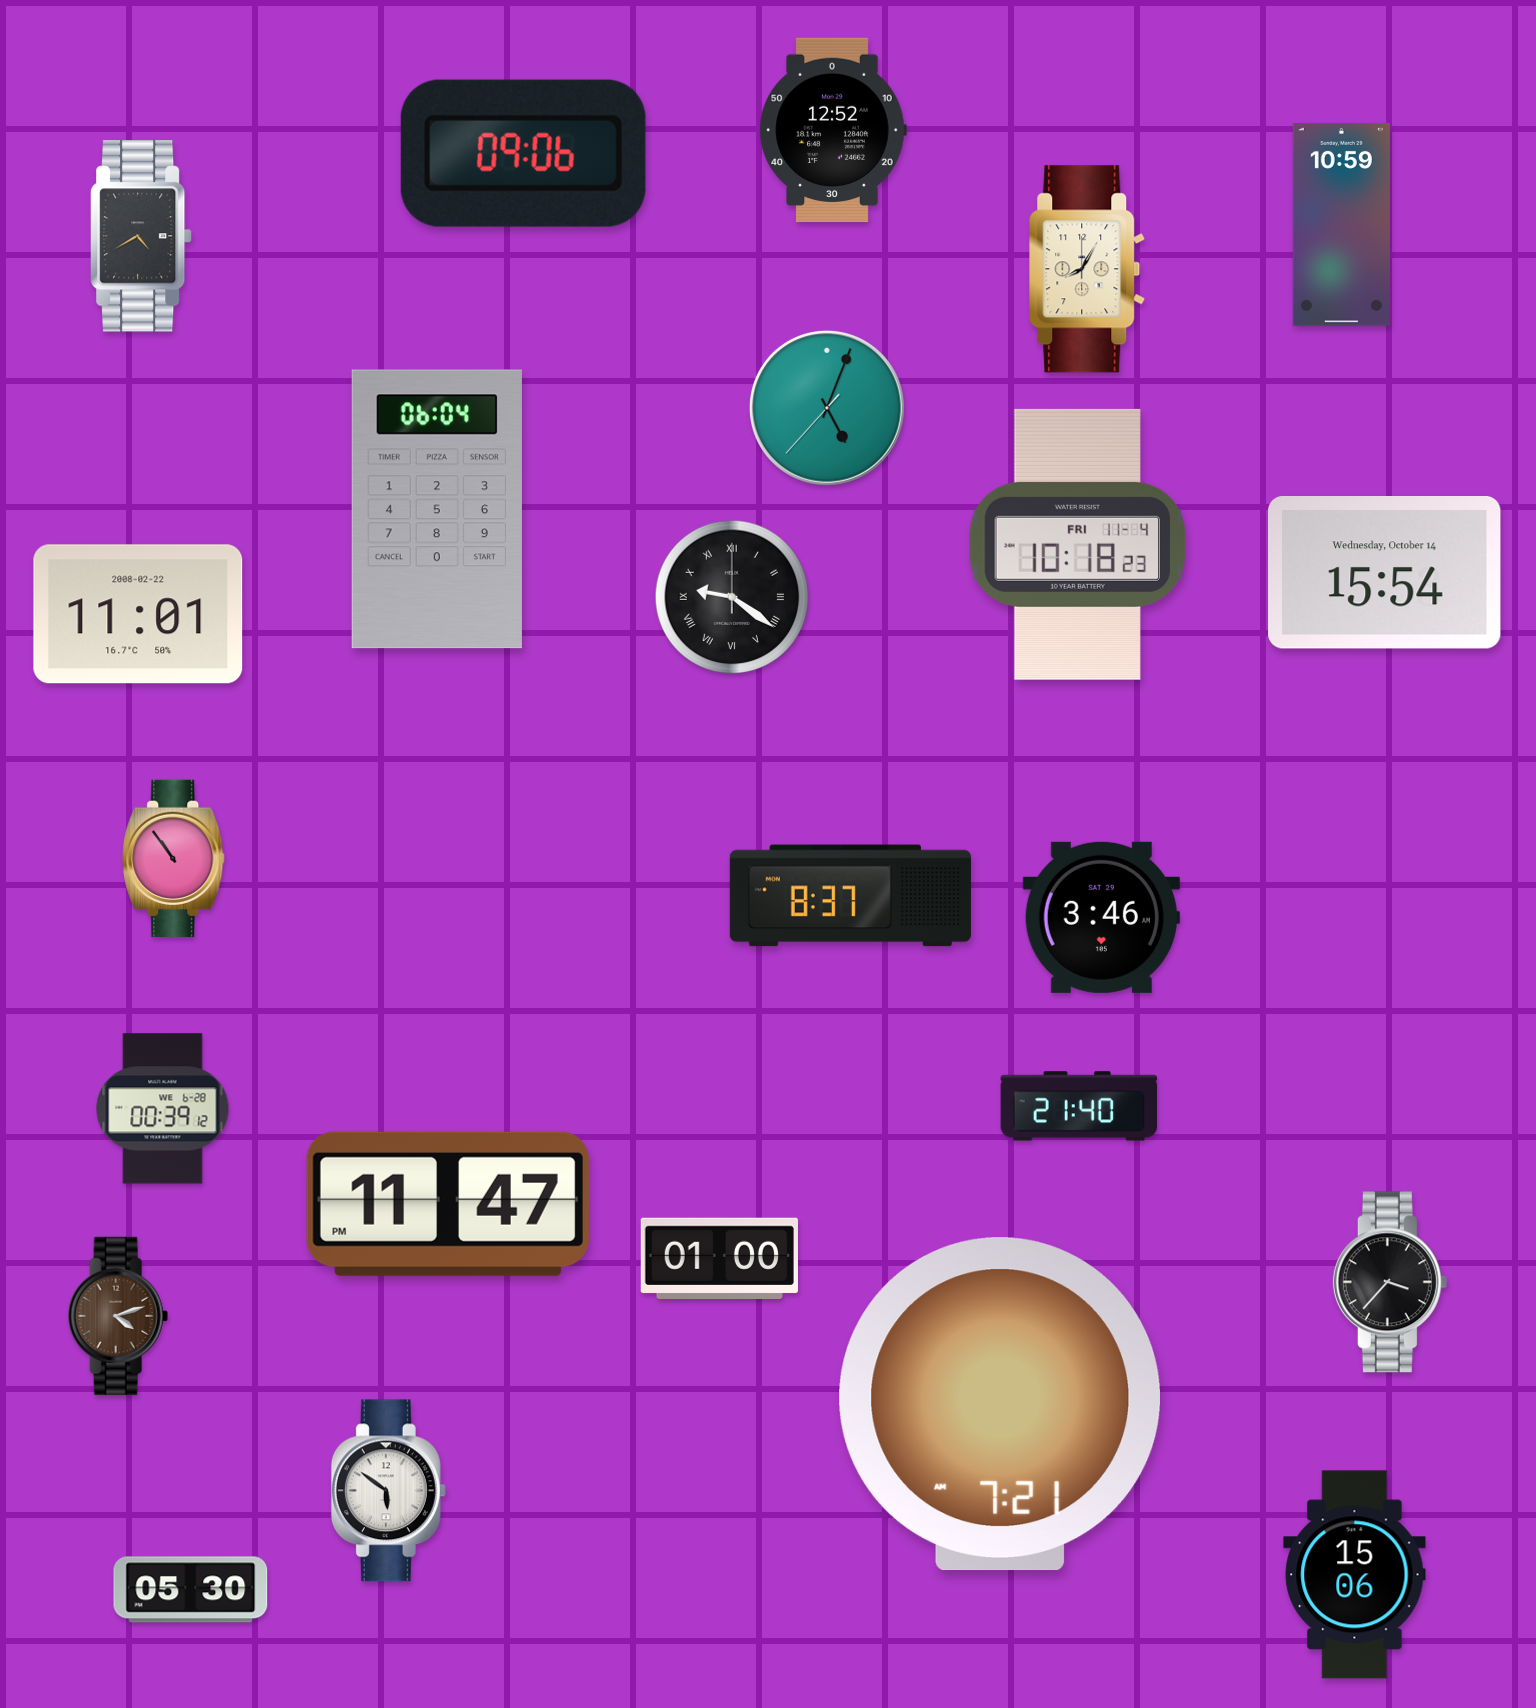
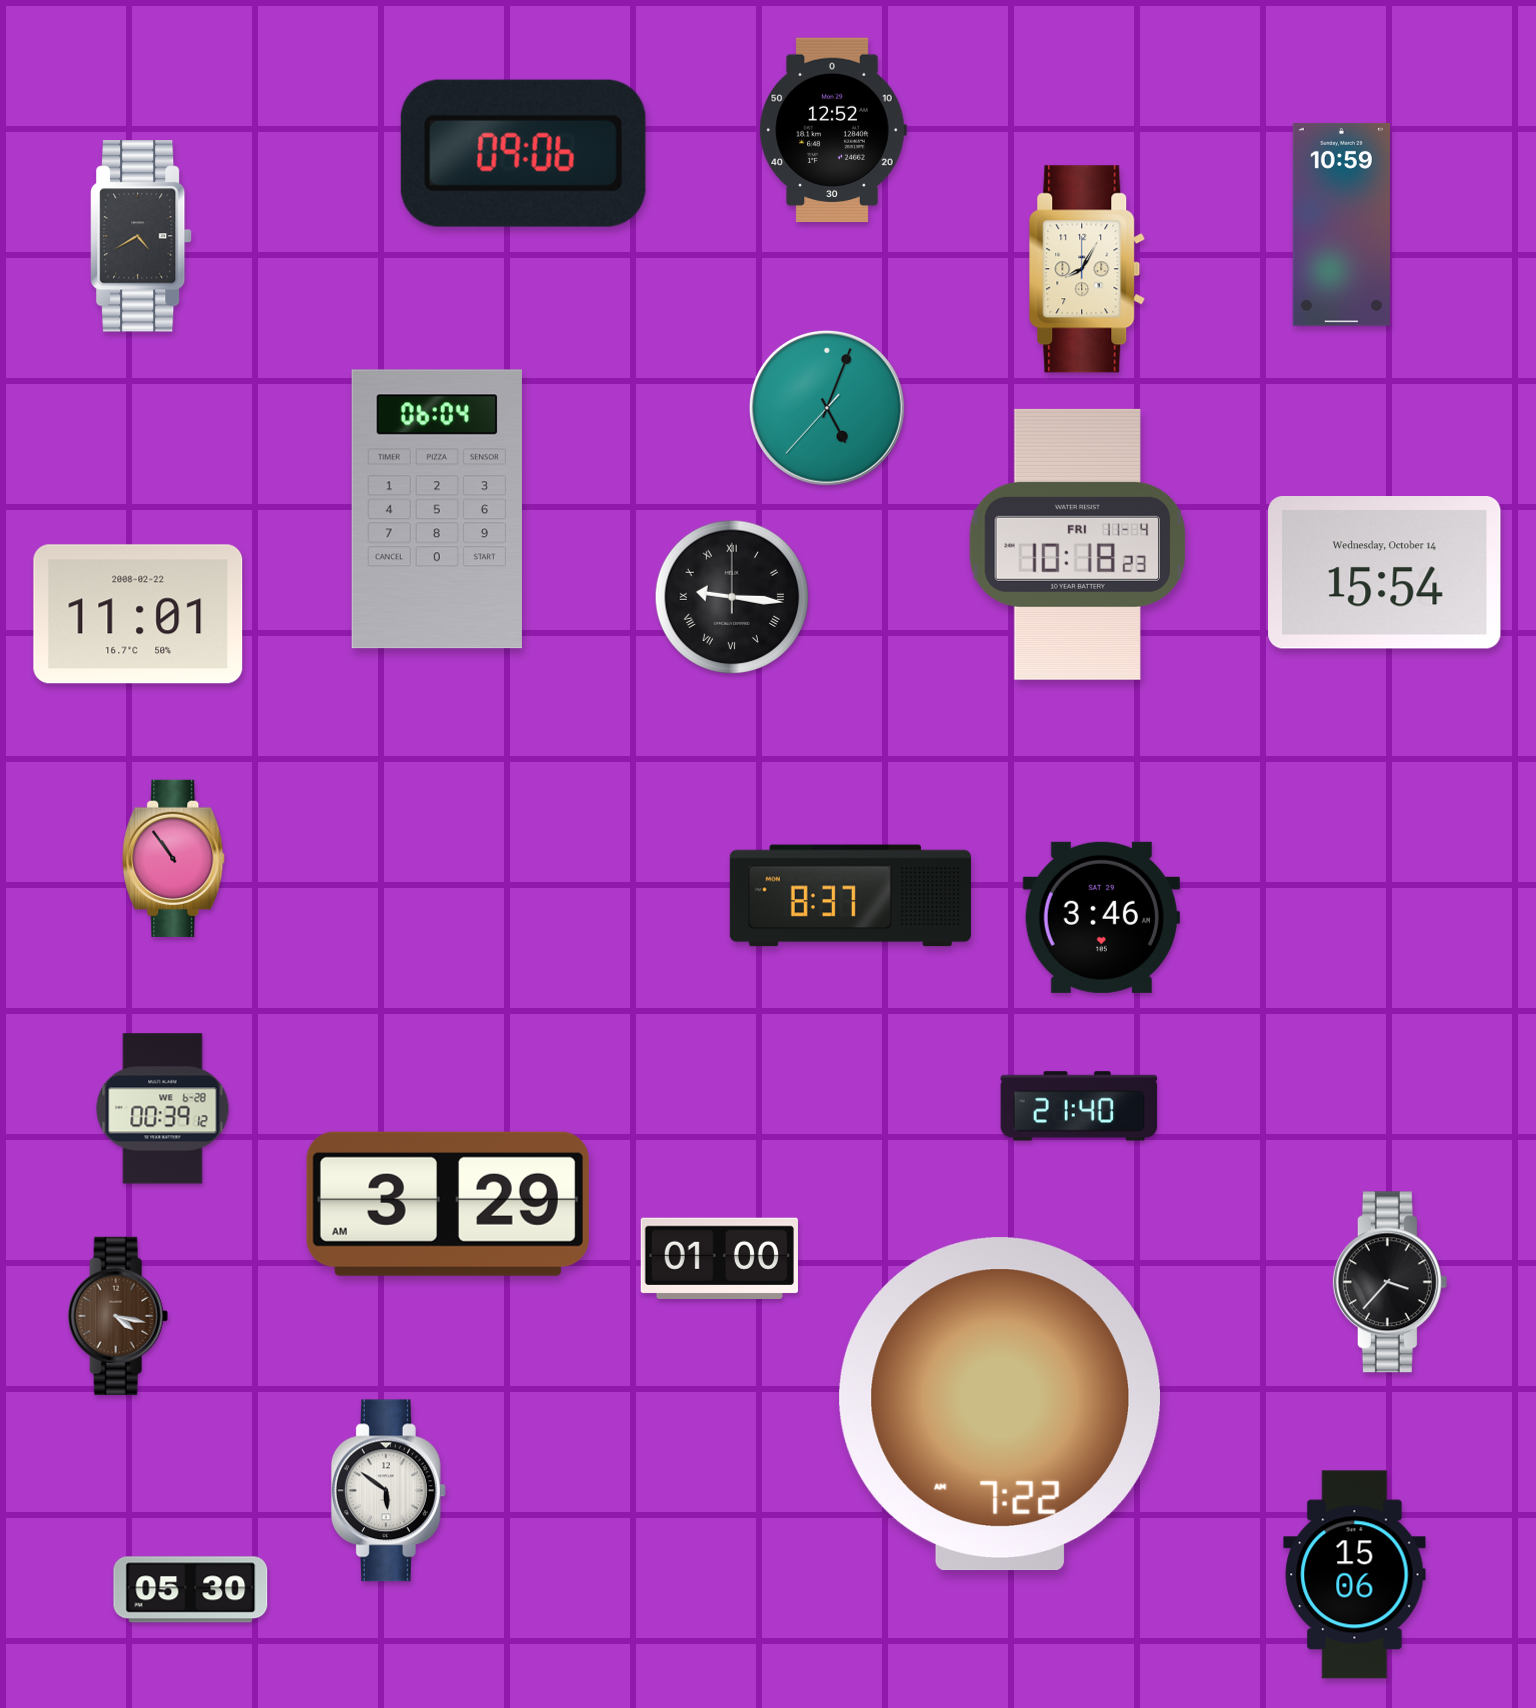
clock at (732, 597): 9:21 -> 9:16
clock at (448, 1204): 11:47 -> 3:29
clock at (118, 1316): 4:12 -> 4:17
clock at (1000, 1404): 7:21 -> 7:22
